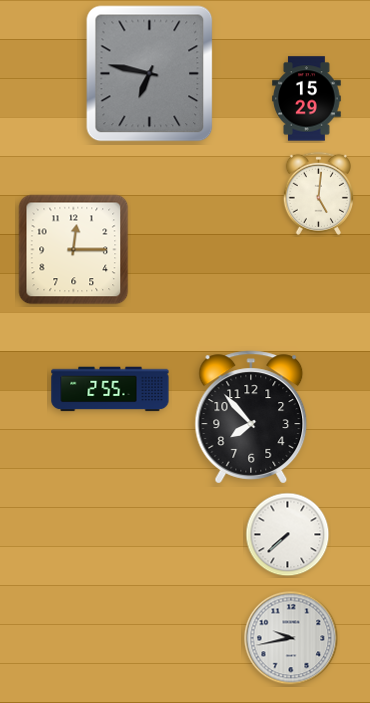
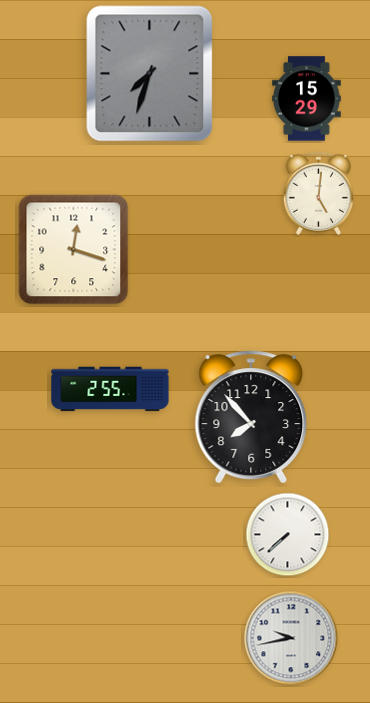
clock at (150, 74): 6:47 -> 7:33
clock at (74, 250): 12:15 -> 12:18
